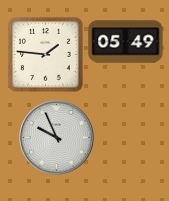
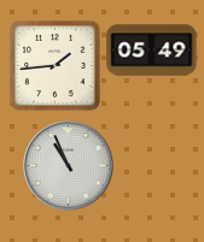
clock at (46, 55): 1:46 -> 1:44
clock at (57, 138): 9:56 -> 10:56
